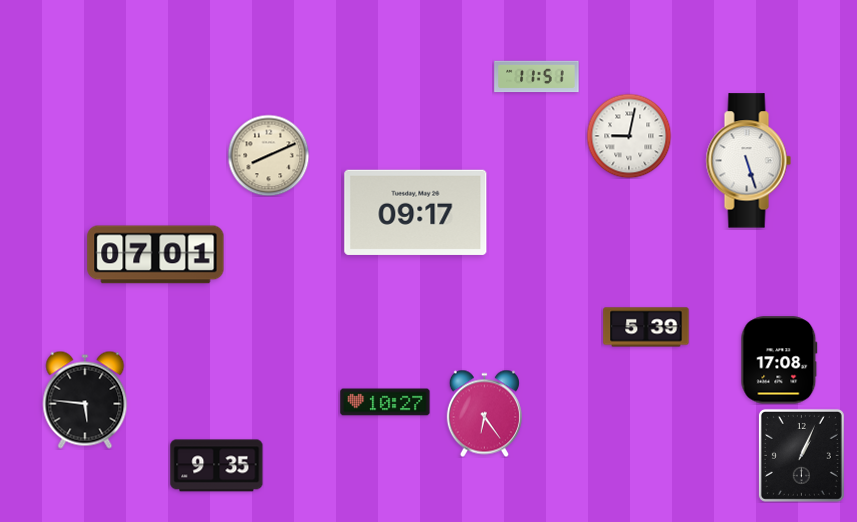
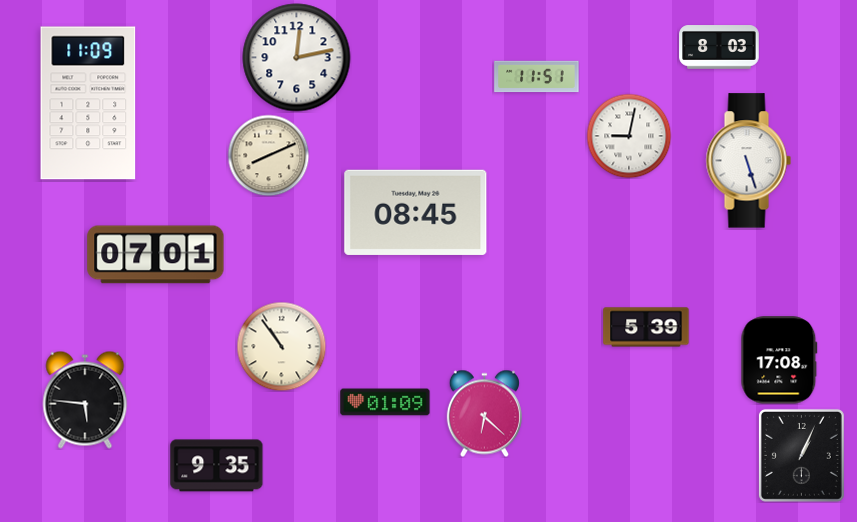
clock at (719, 47): none -> 8:03
clock at (297, 58): none -> 12:13
clock at (88, 103): none -> 11:09
clock at (416, 212): 09:17 -> 08:45
clock at (281, 346): none -> 10:54
clock at (385, 402): 10:27 -> 01:09
clock at (484, 413): 6:24 -> 6:22
